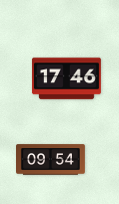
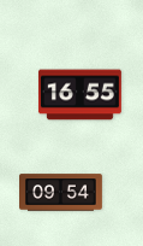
clock at (66, 79): 17:46 -> 16:55
